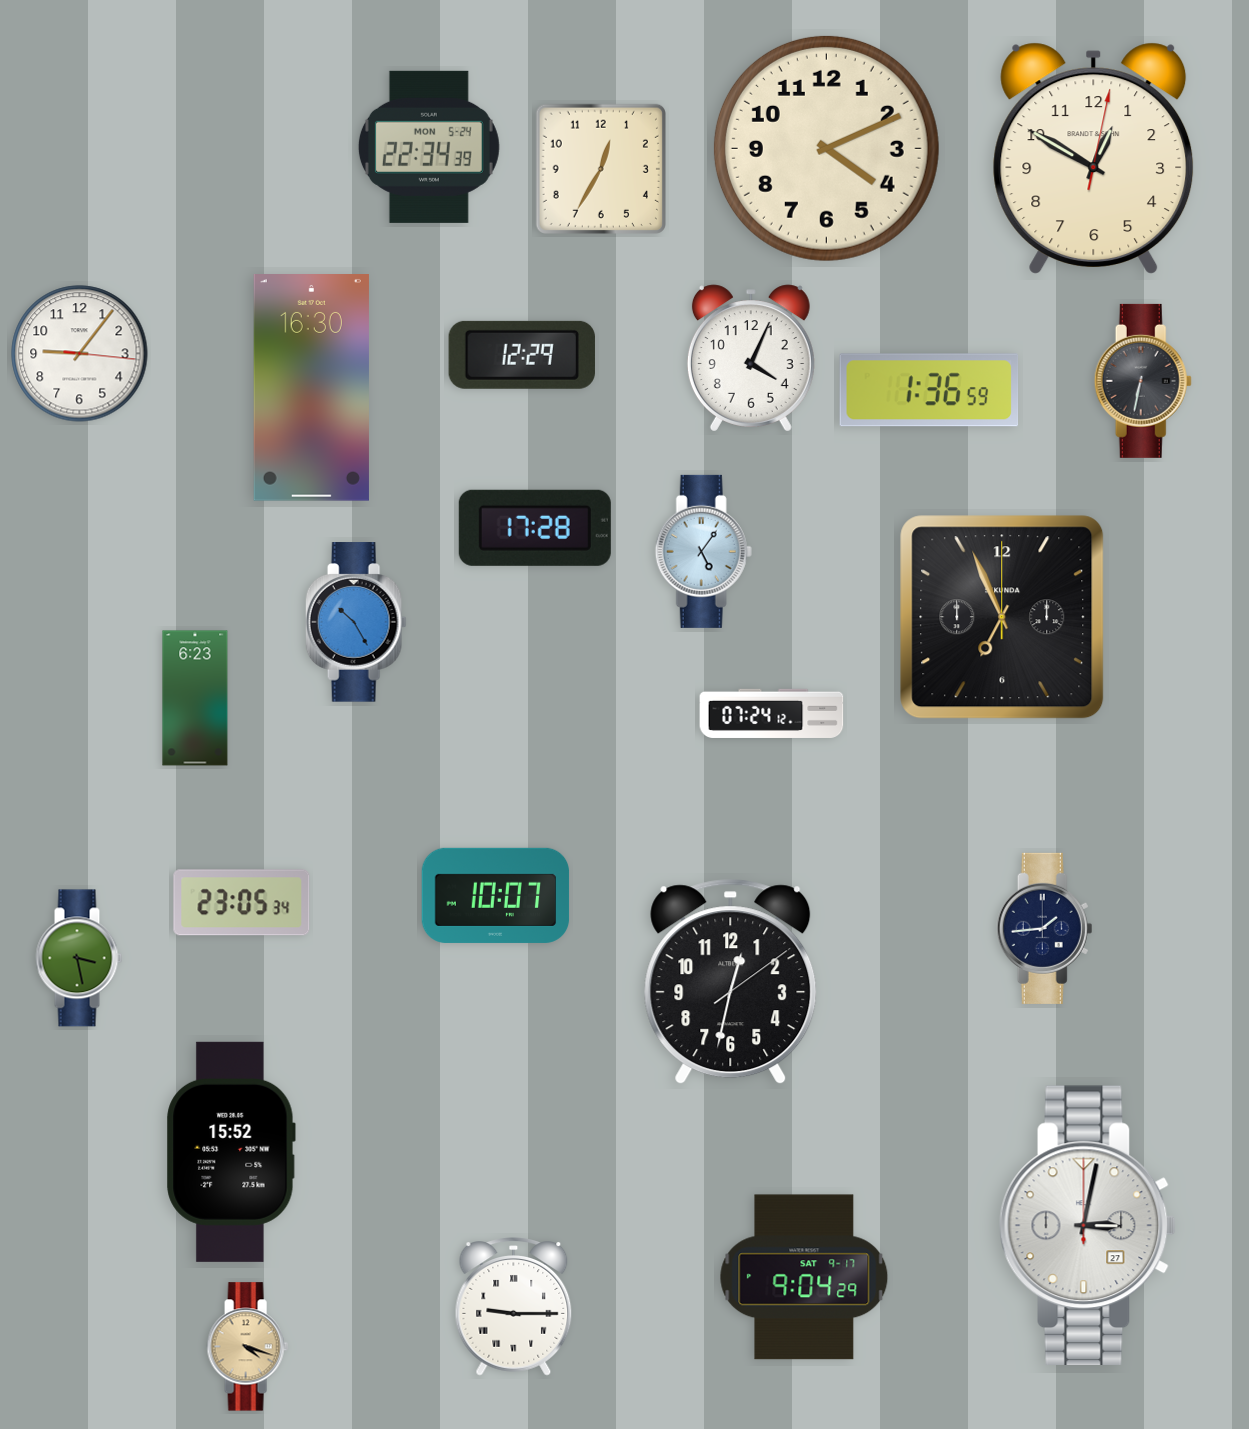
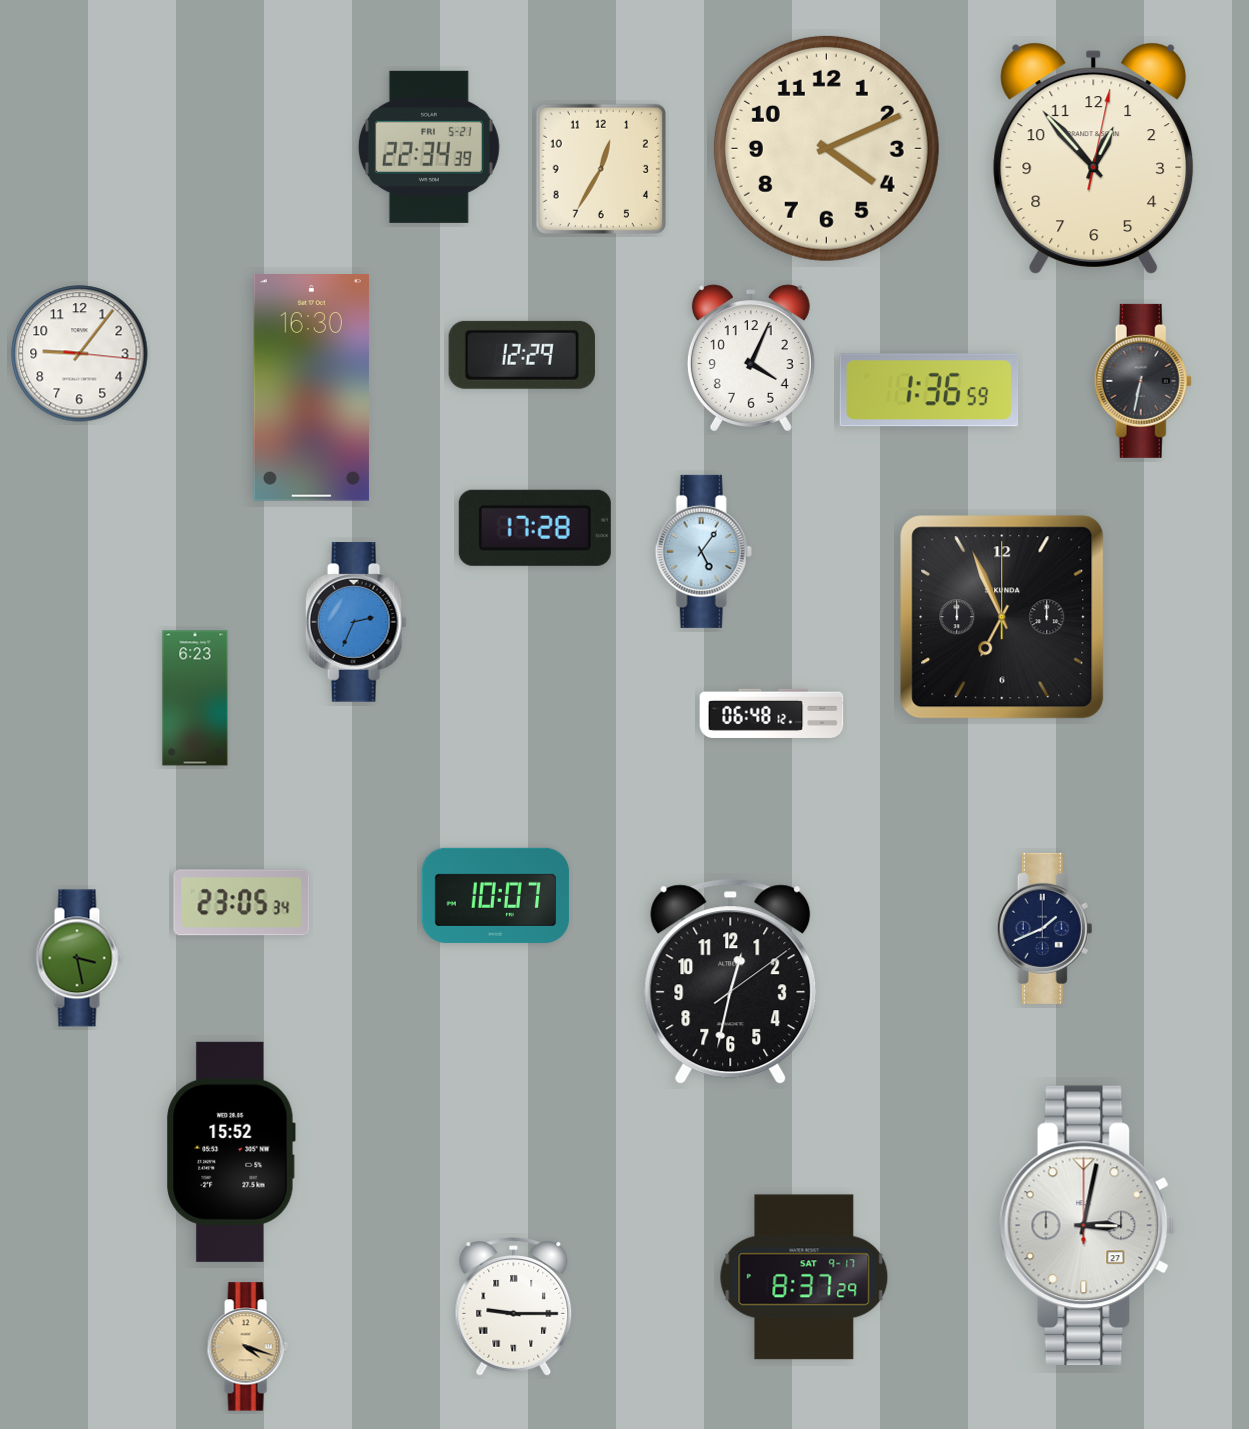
clock at (429, 147) date: MON 5-24 -> FRI 5-21
clock at (1094, 158): 12:50 -> 12:53
clock at (356, 622): 10:25 -> 2:34
clock at (772, 713): 07:24 -> 06:48
clock at (1045, 928): 1:44 -> 1:41
clock at (804, 1277): 9:04 -> 8:37
